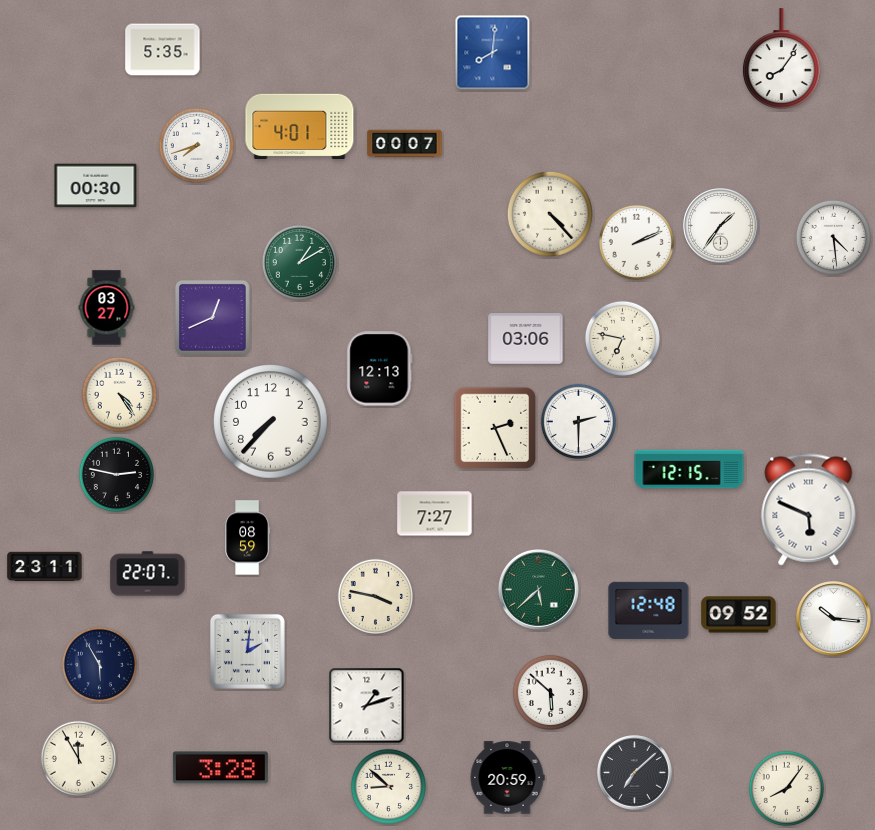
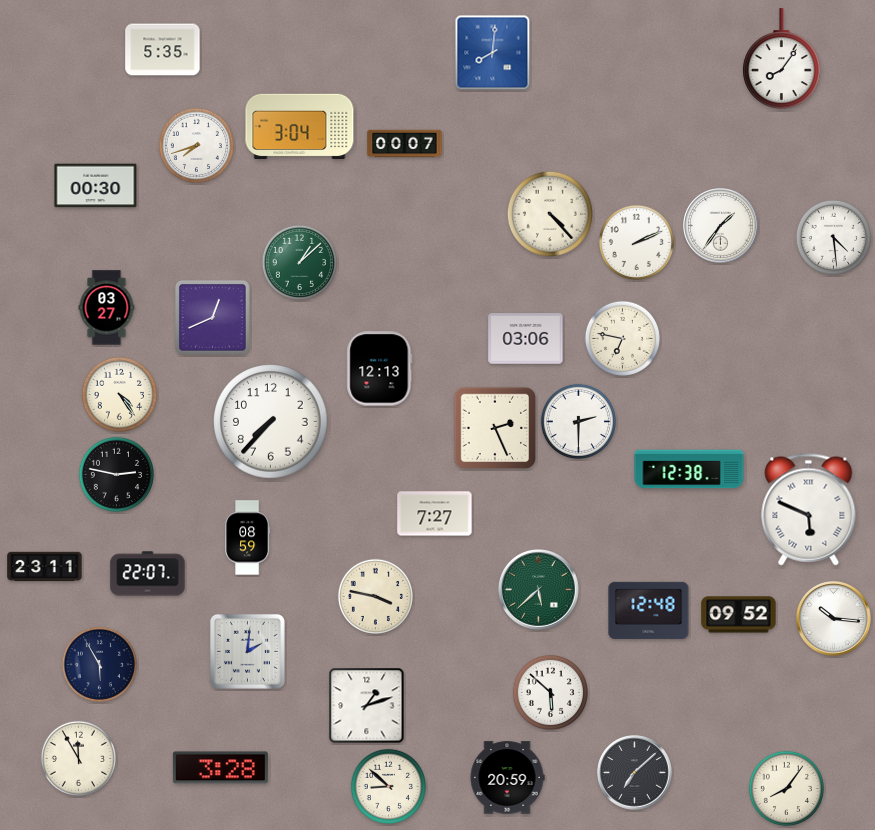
clock at (300, 127): 4:01 -> 3:04
clock at (299, 262): 1:10 -> 1:08
clock at (689, 469): 12:15 -> 12:38
